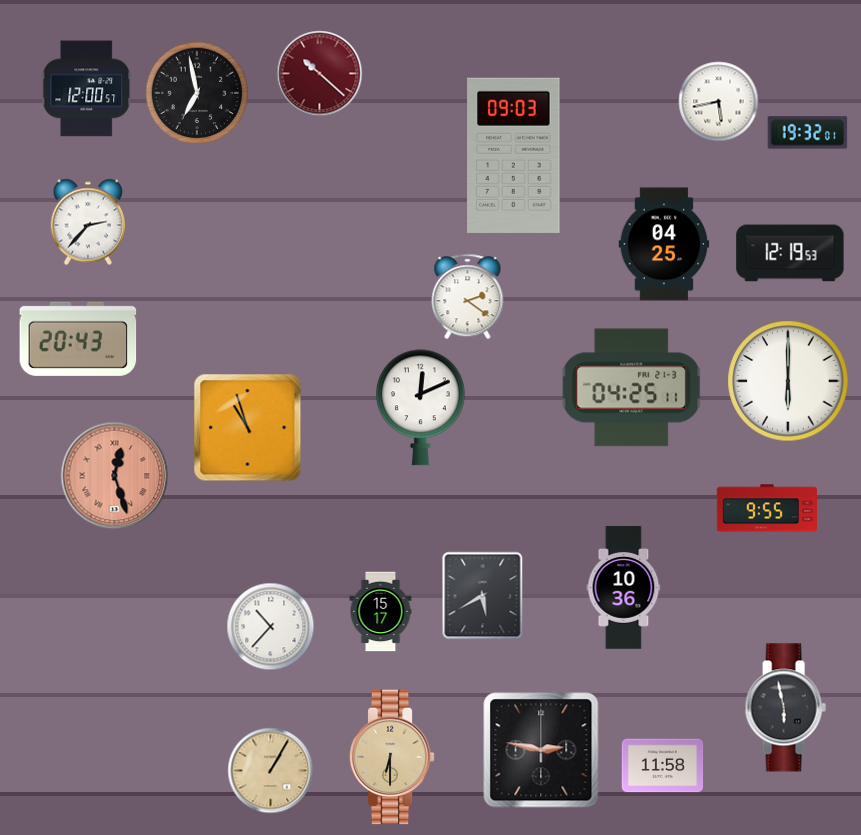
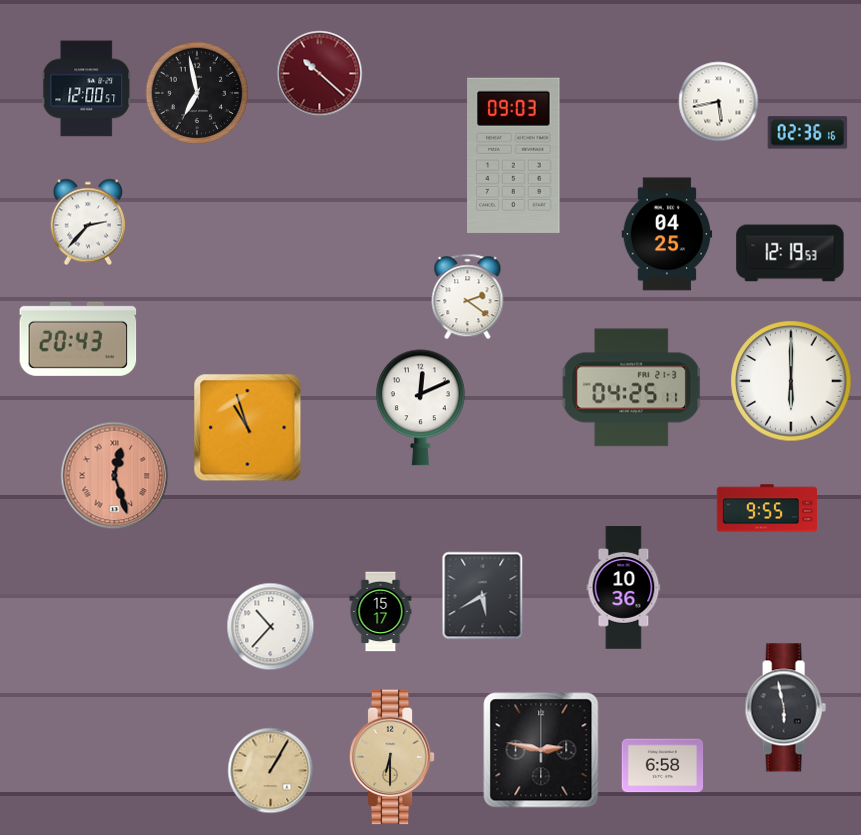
clock at (808, 133): 19:32 -> 02:36
clock at (664, 244) position: (664, 244) -> (667, 234)
clock at (788, 381) position: (788, 381) -> (791, 381)
clock at (663, 766): 11:58 -> 6:58
